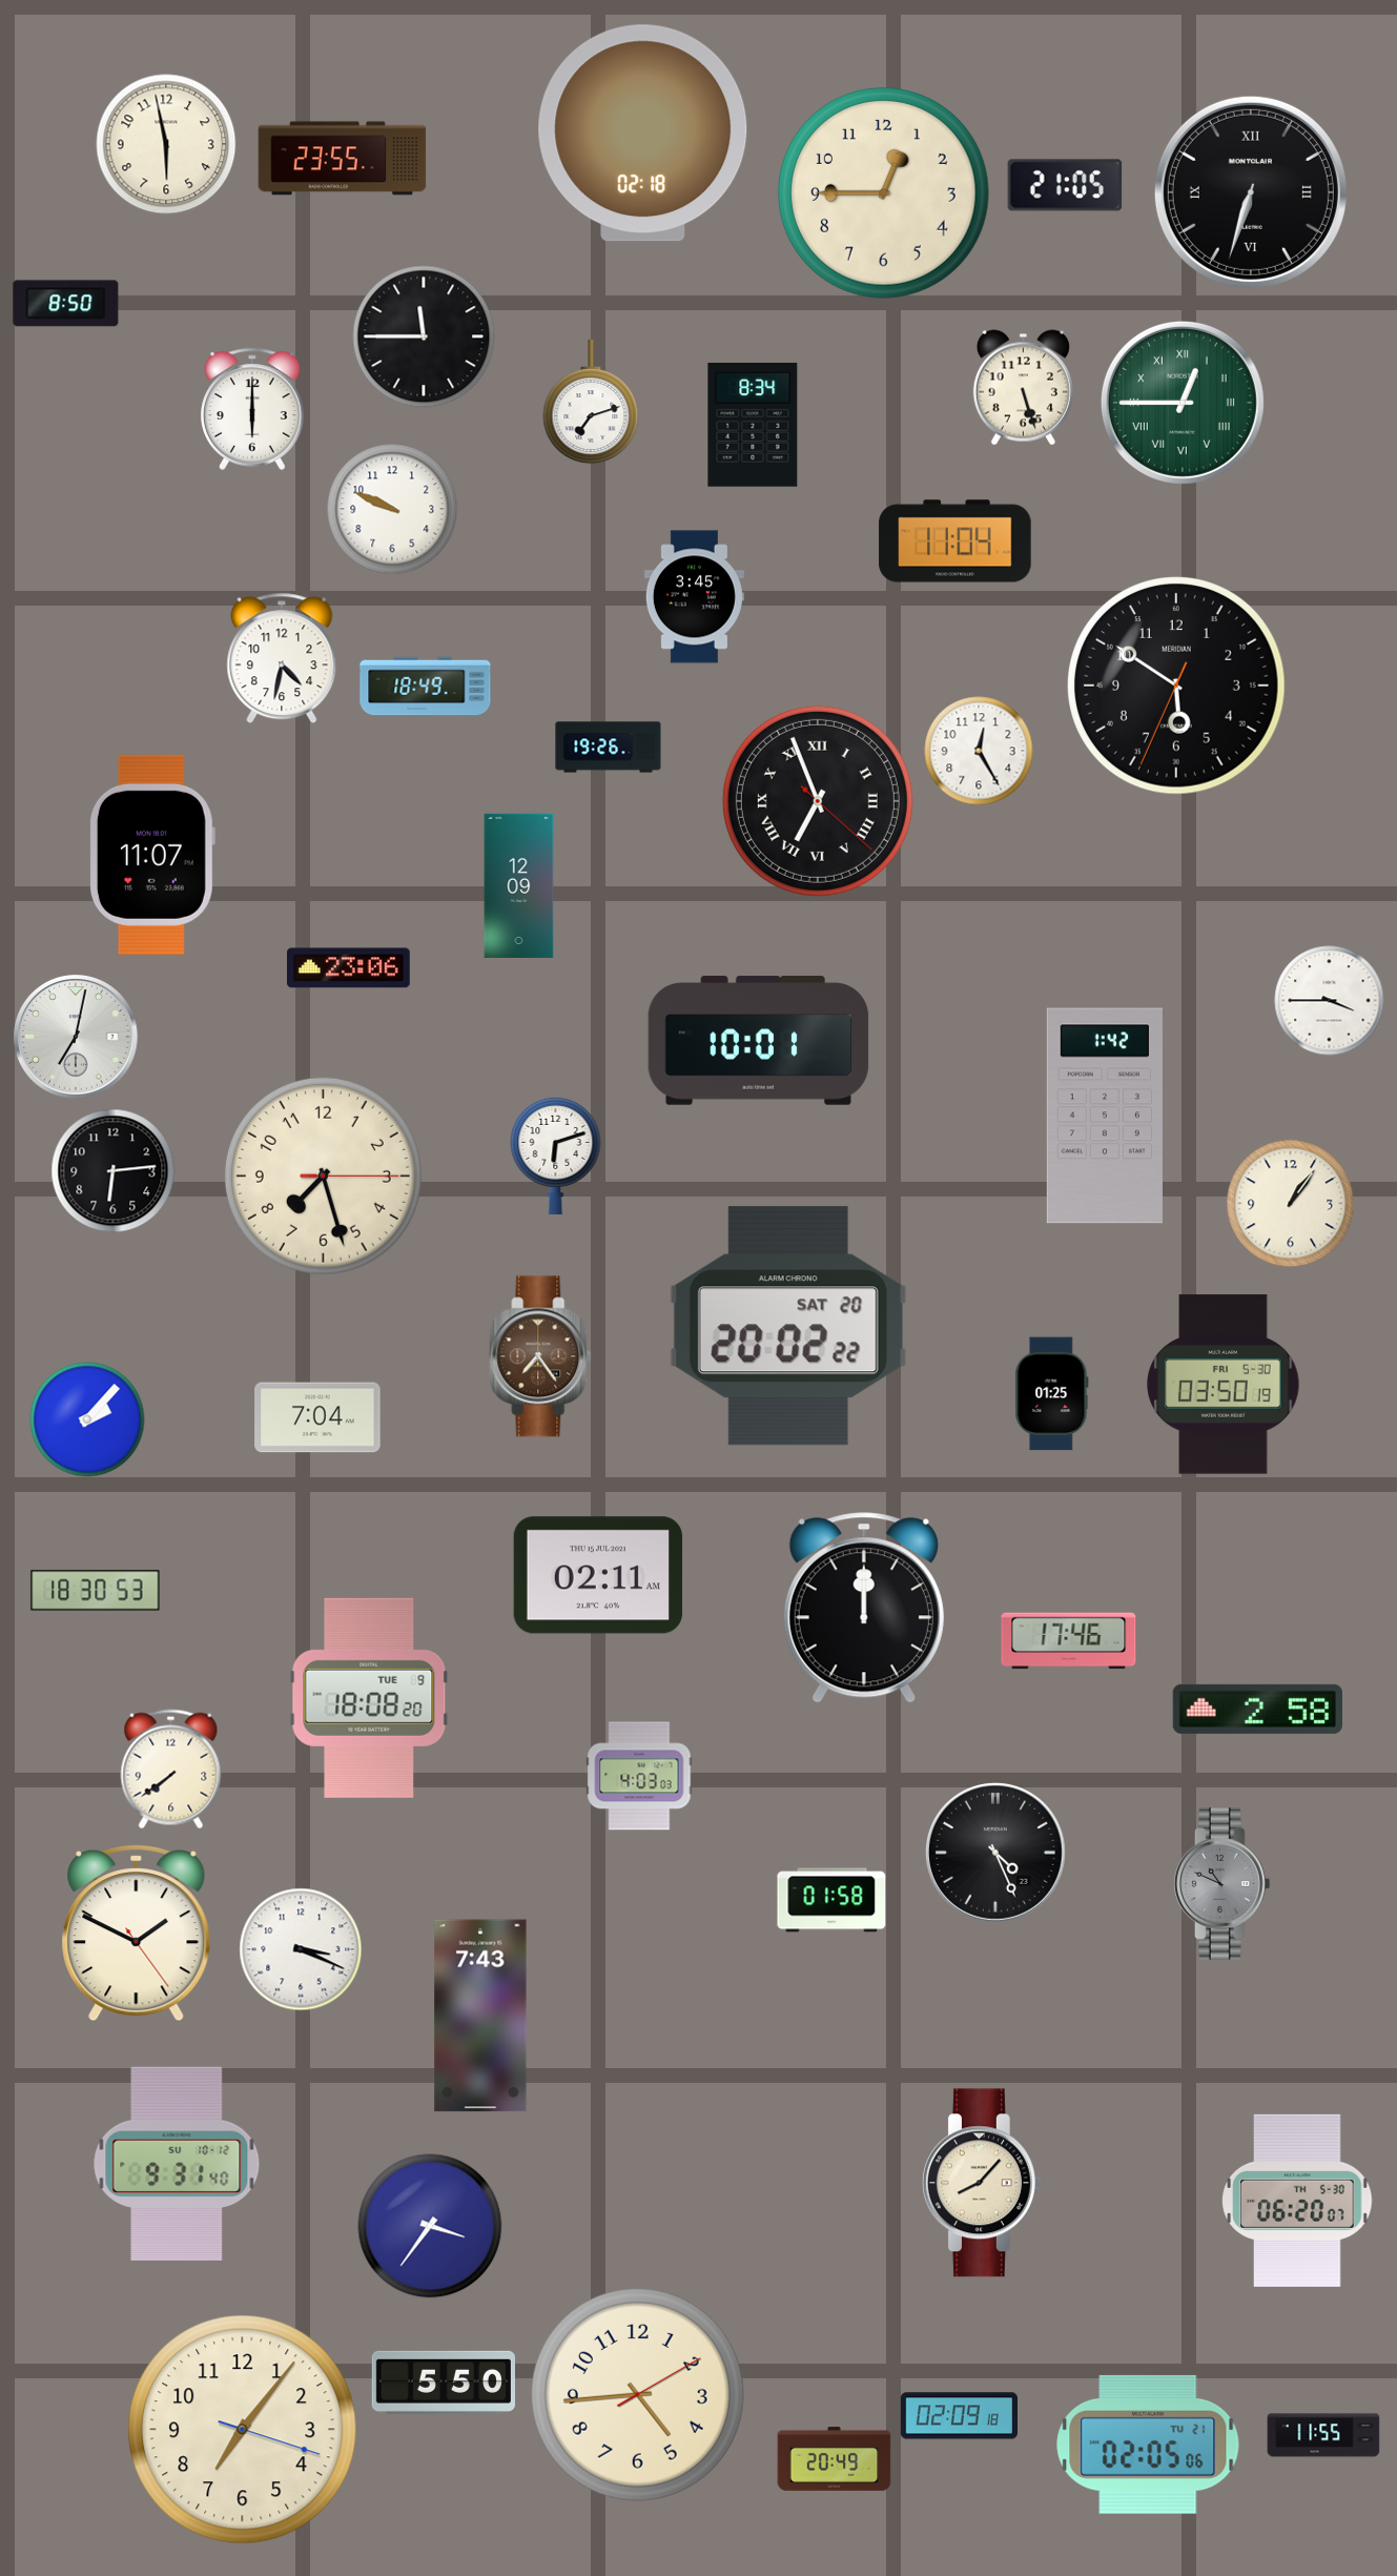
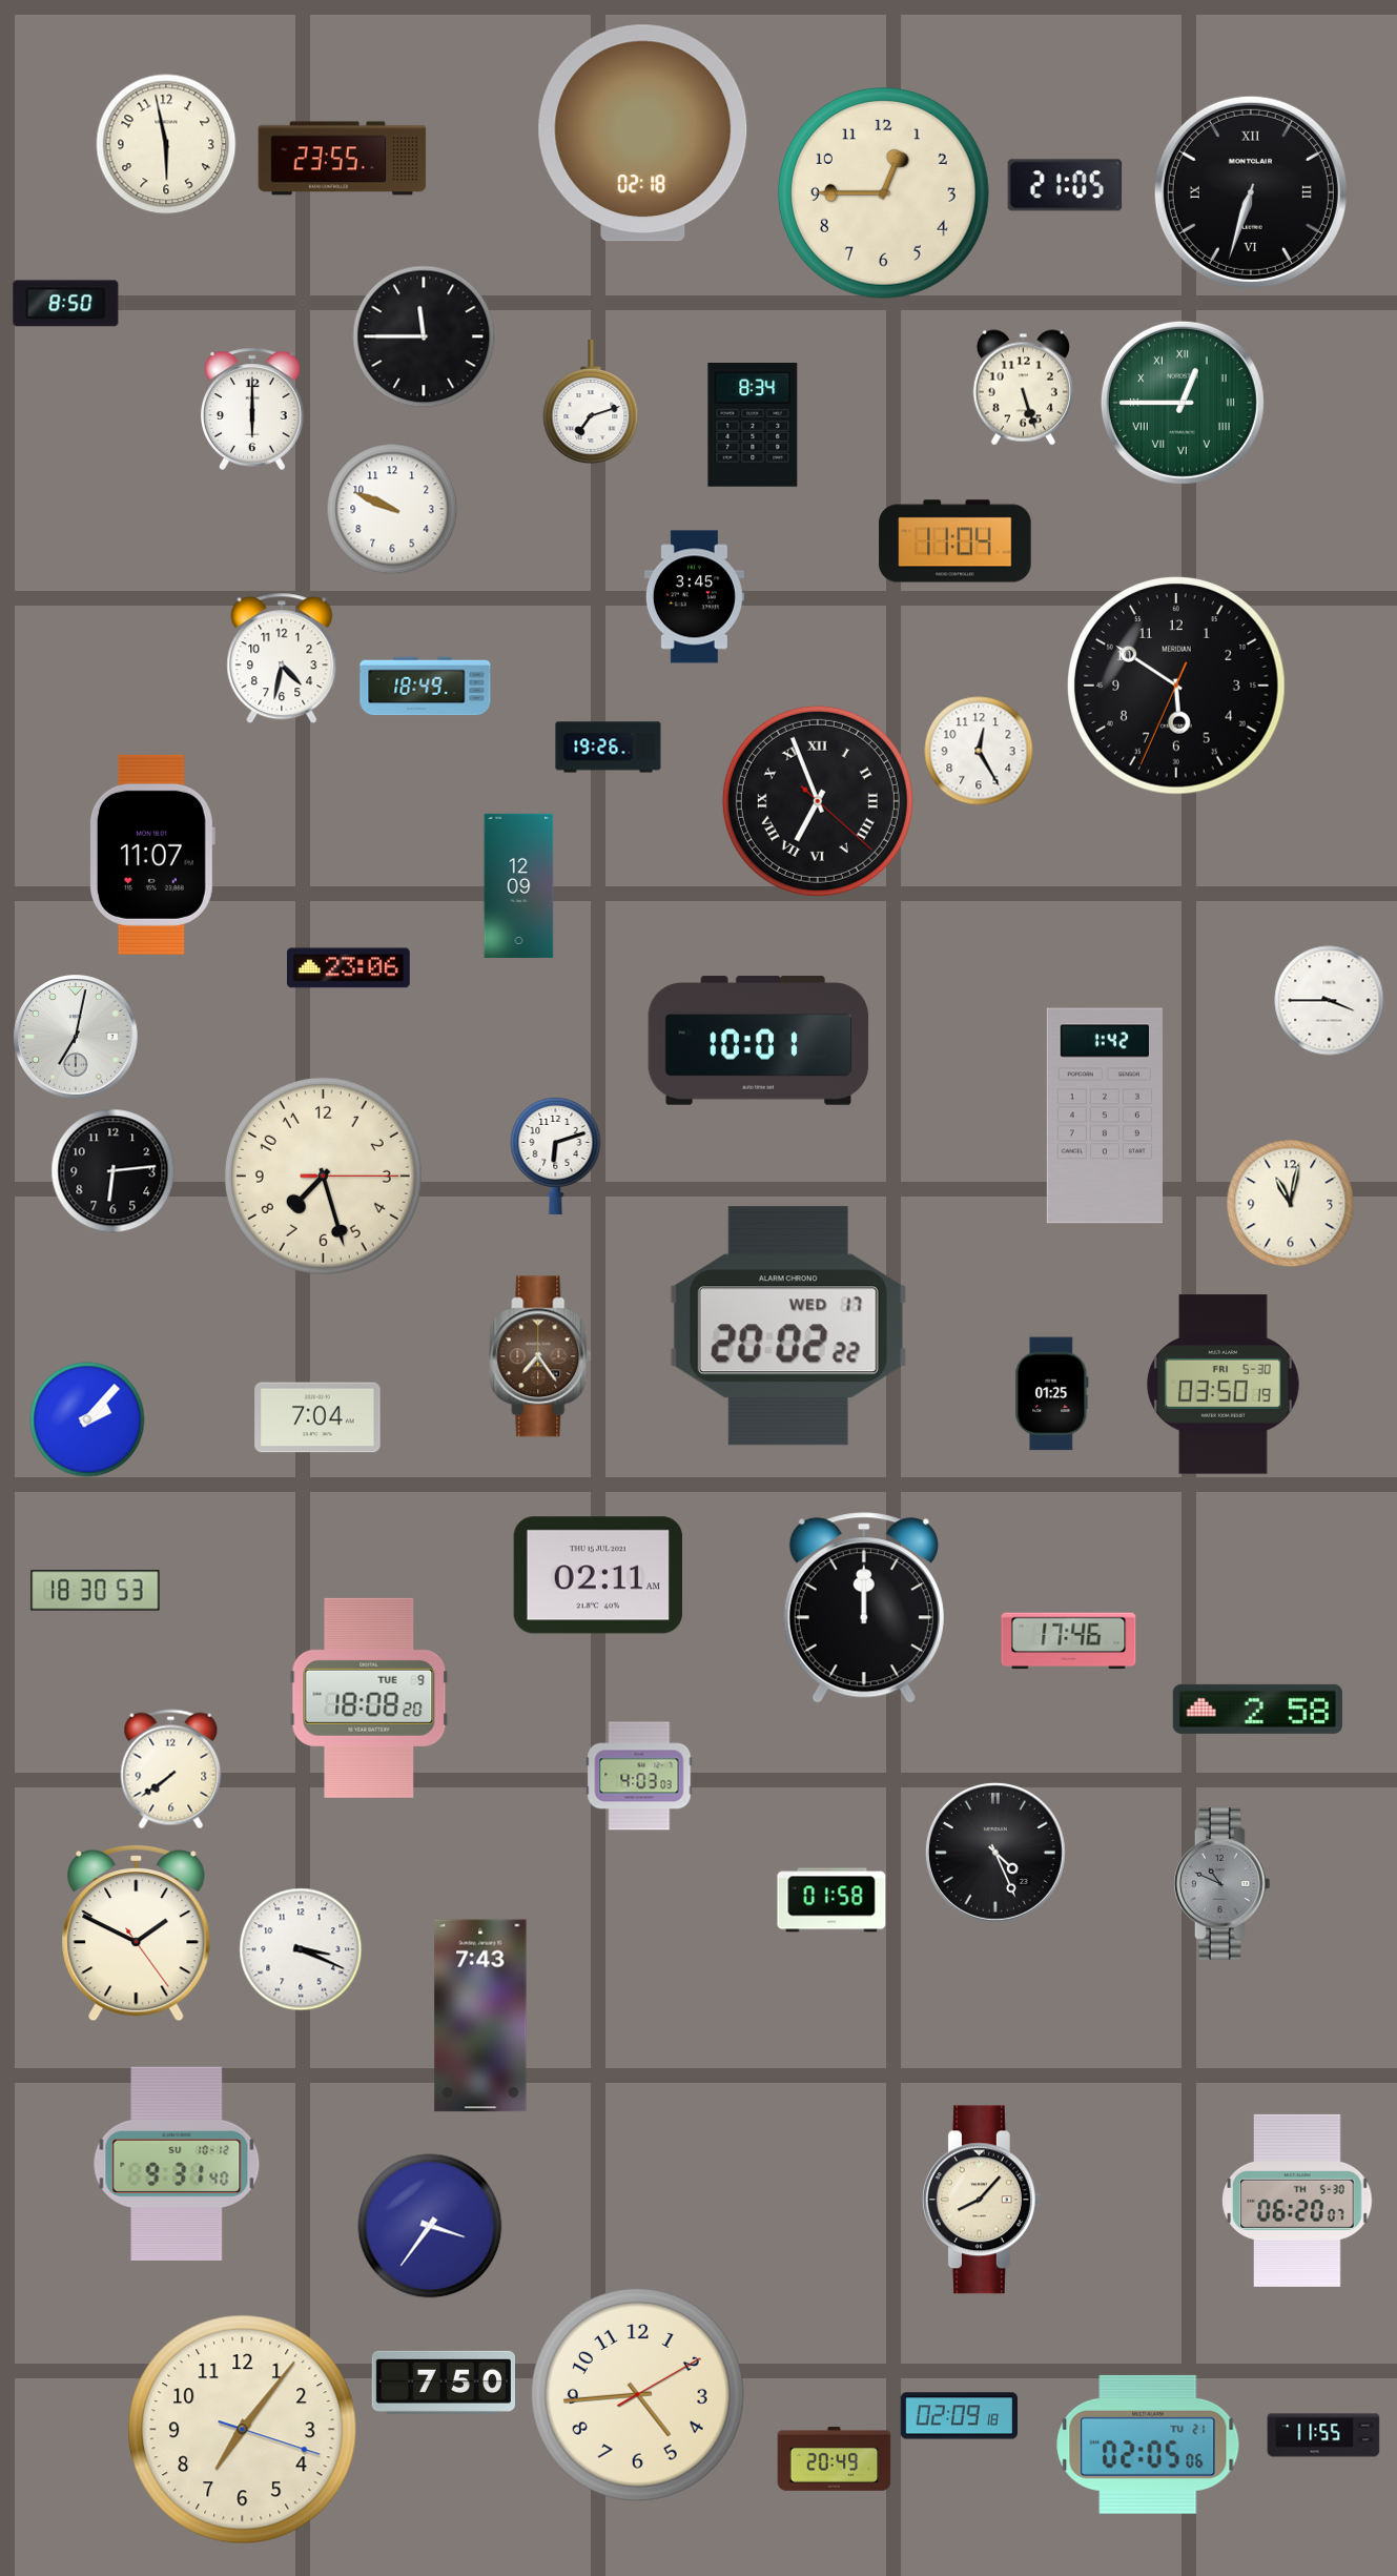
clock at (1291, 1204): 1:06 -> 11:02
clock at (788, 1326) date: SAT 20 -> WED 17
clock at (982, 2183) position: (982, 2183) -> (982, 2200)
clock at (443, 2383): 5:50 -> 7:50
